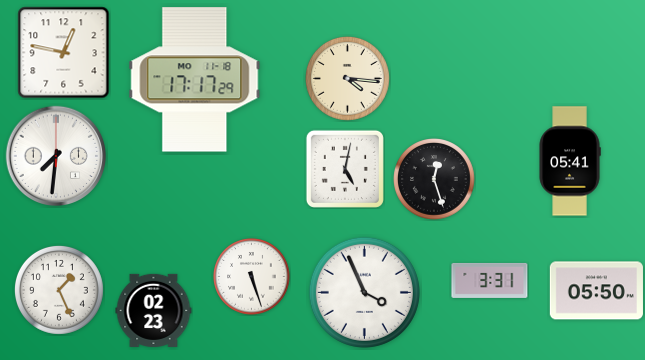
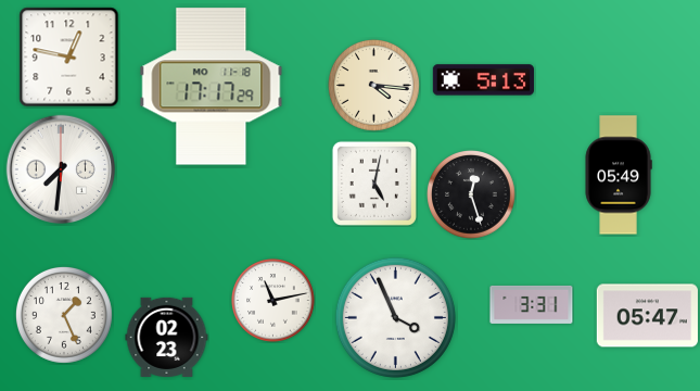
clock at (483, 80): none -> 5:13
clock at (348, 79) position: (348, 79) -> (374, 86)
clock at (570, 161): 05:41 -> 05:49
clock at (252, 277): 5:27 -> 11:13
clock at (596, 291): 05:50 -> 05:47
